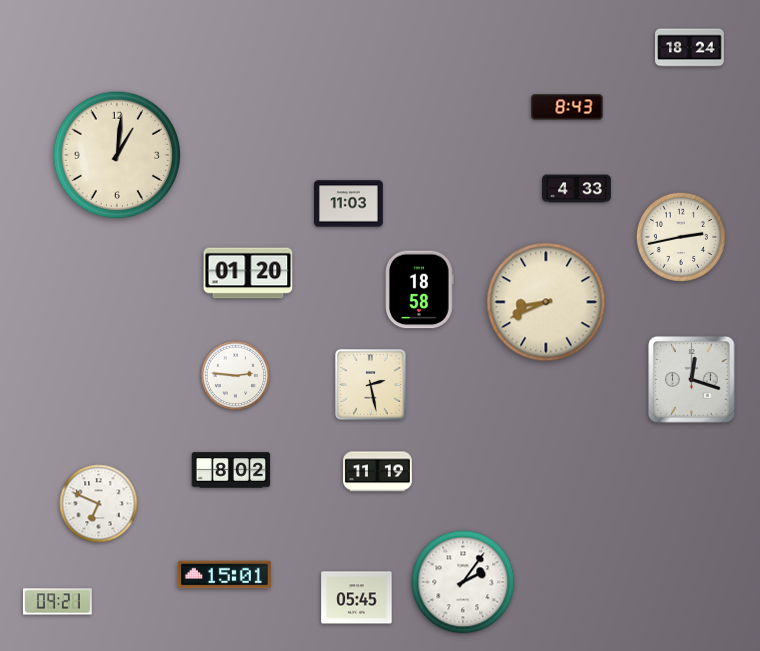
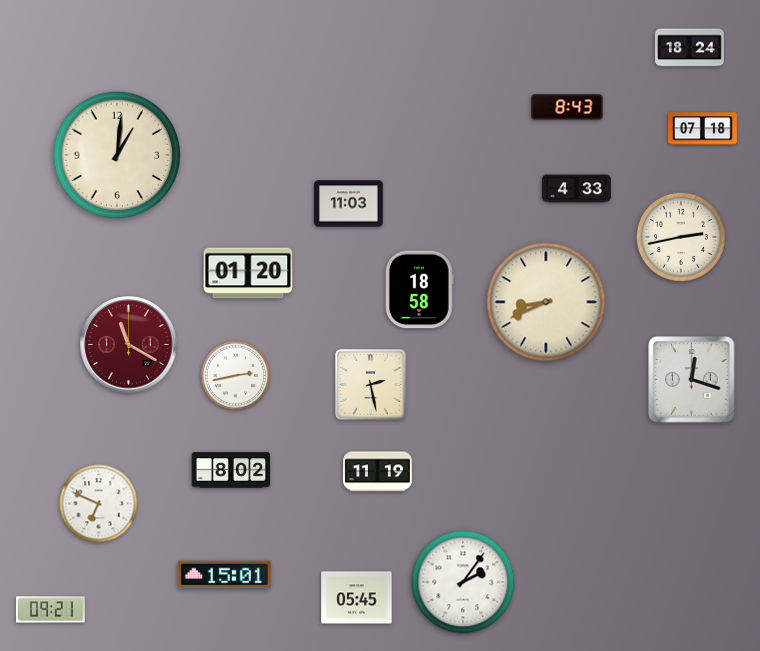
clock at (703, 129): none -> 07:18
clock at (129, 345): none -> 11:20
clock at (235, 375): 2:46 -> 2:43
clock at (58, 602) position: (58, 602) -> (51, 610)
